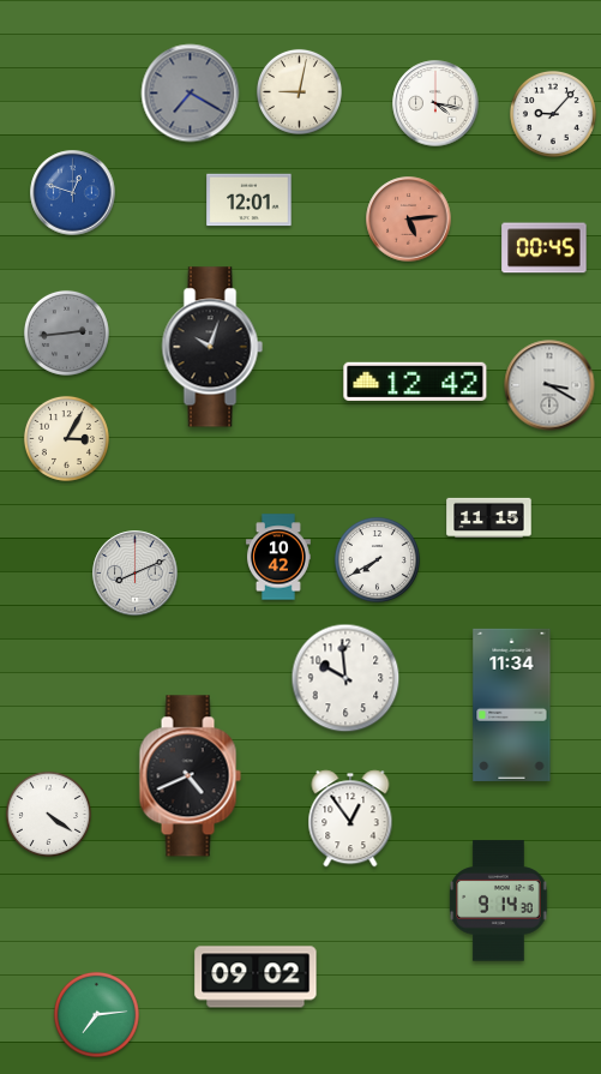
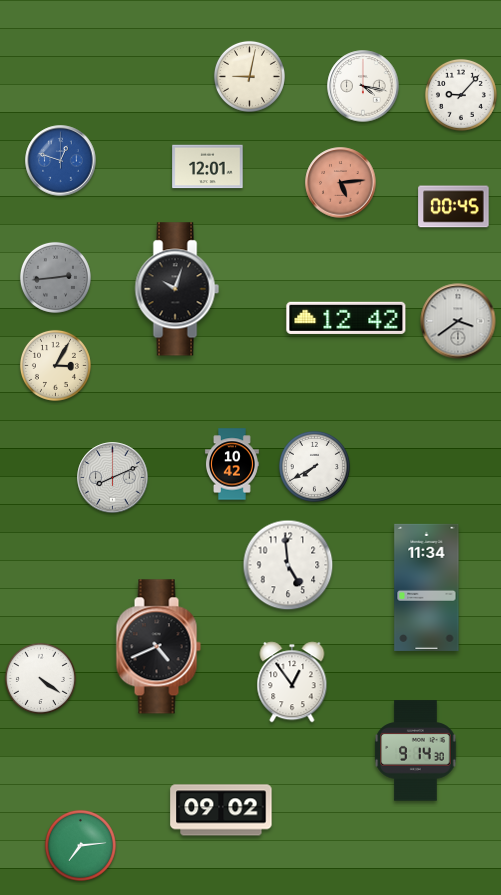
clock at (191, 94): 7:20 -> none
clock at (549, 385): 3:20 -> 3:39
clock at (489, 517): 11:15 -> none
clock at (345, 678): 9:59 -> 4:59
clock at (256, 977) position: (256, 977) -> (221, 810)
